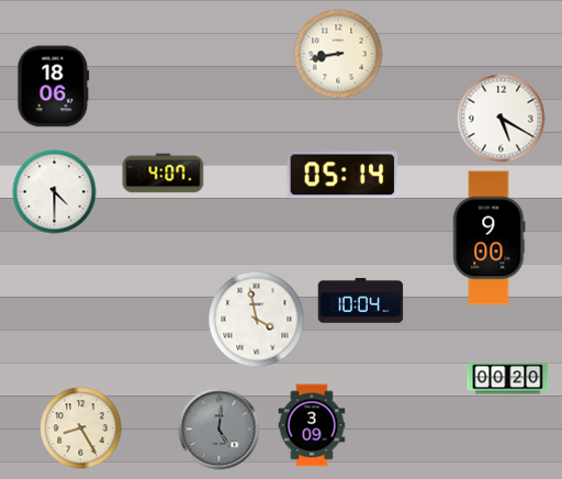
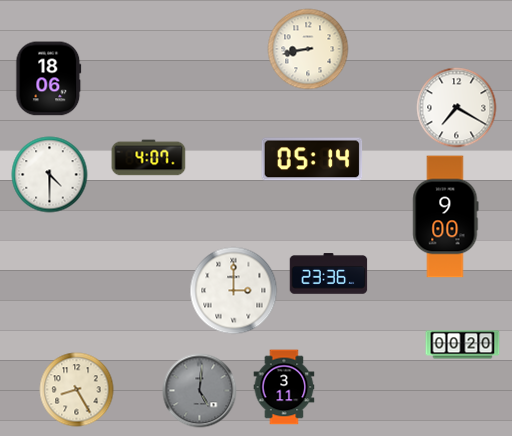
clock at (502, 119): 5:20 -> 7:20
clock at (361, 301): 10:04 -> 23:36
clock at (257, 320): 3:58 -> 3:00
clock at (312, 425): 3:09 -> 3:11
clock at (81, 428) position: (81, 428) -> (77, 390)
